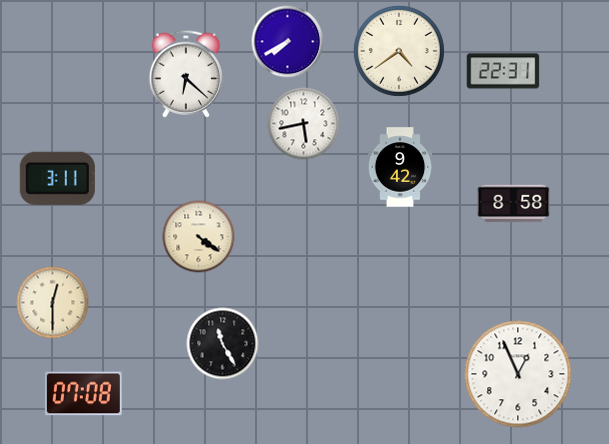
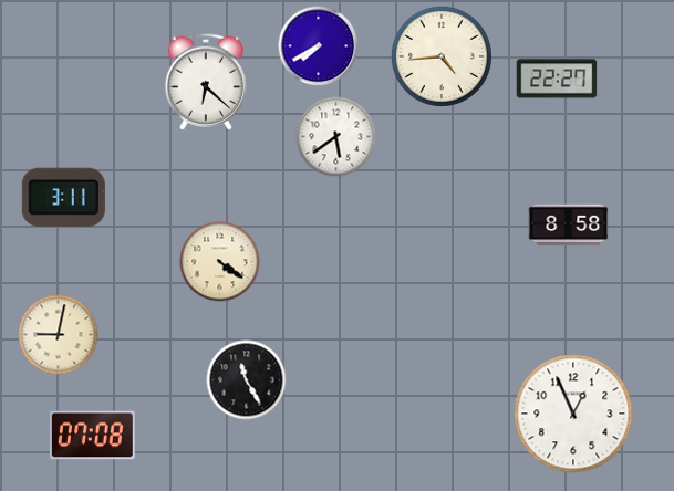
clock at (399, 51): 4:39 -> 4:44
clock at (503, 71): 22:31 -> 22:27
clock at (304, 124): 5:43 -> 5:39
clock at (400, 167): 9:42 -> none
clock at (53, 303): 12:30 -> 9:02
